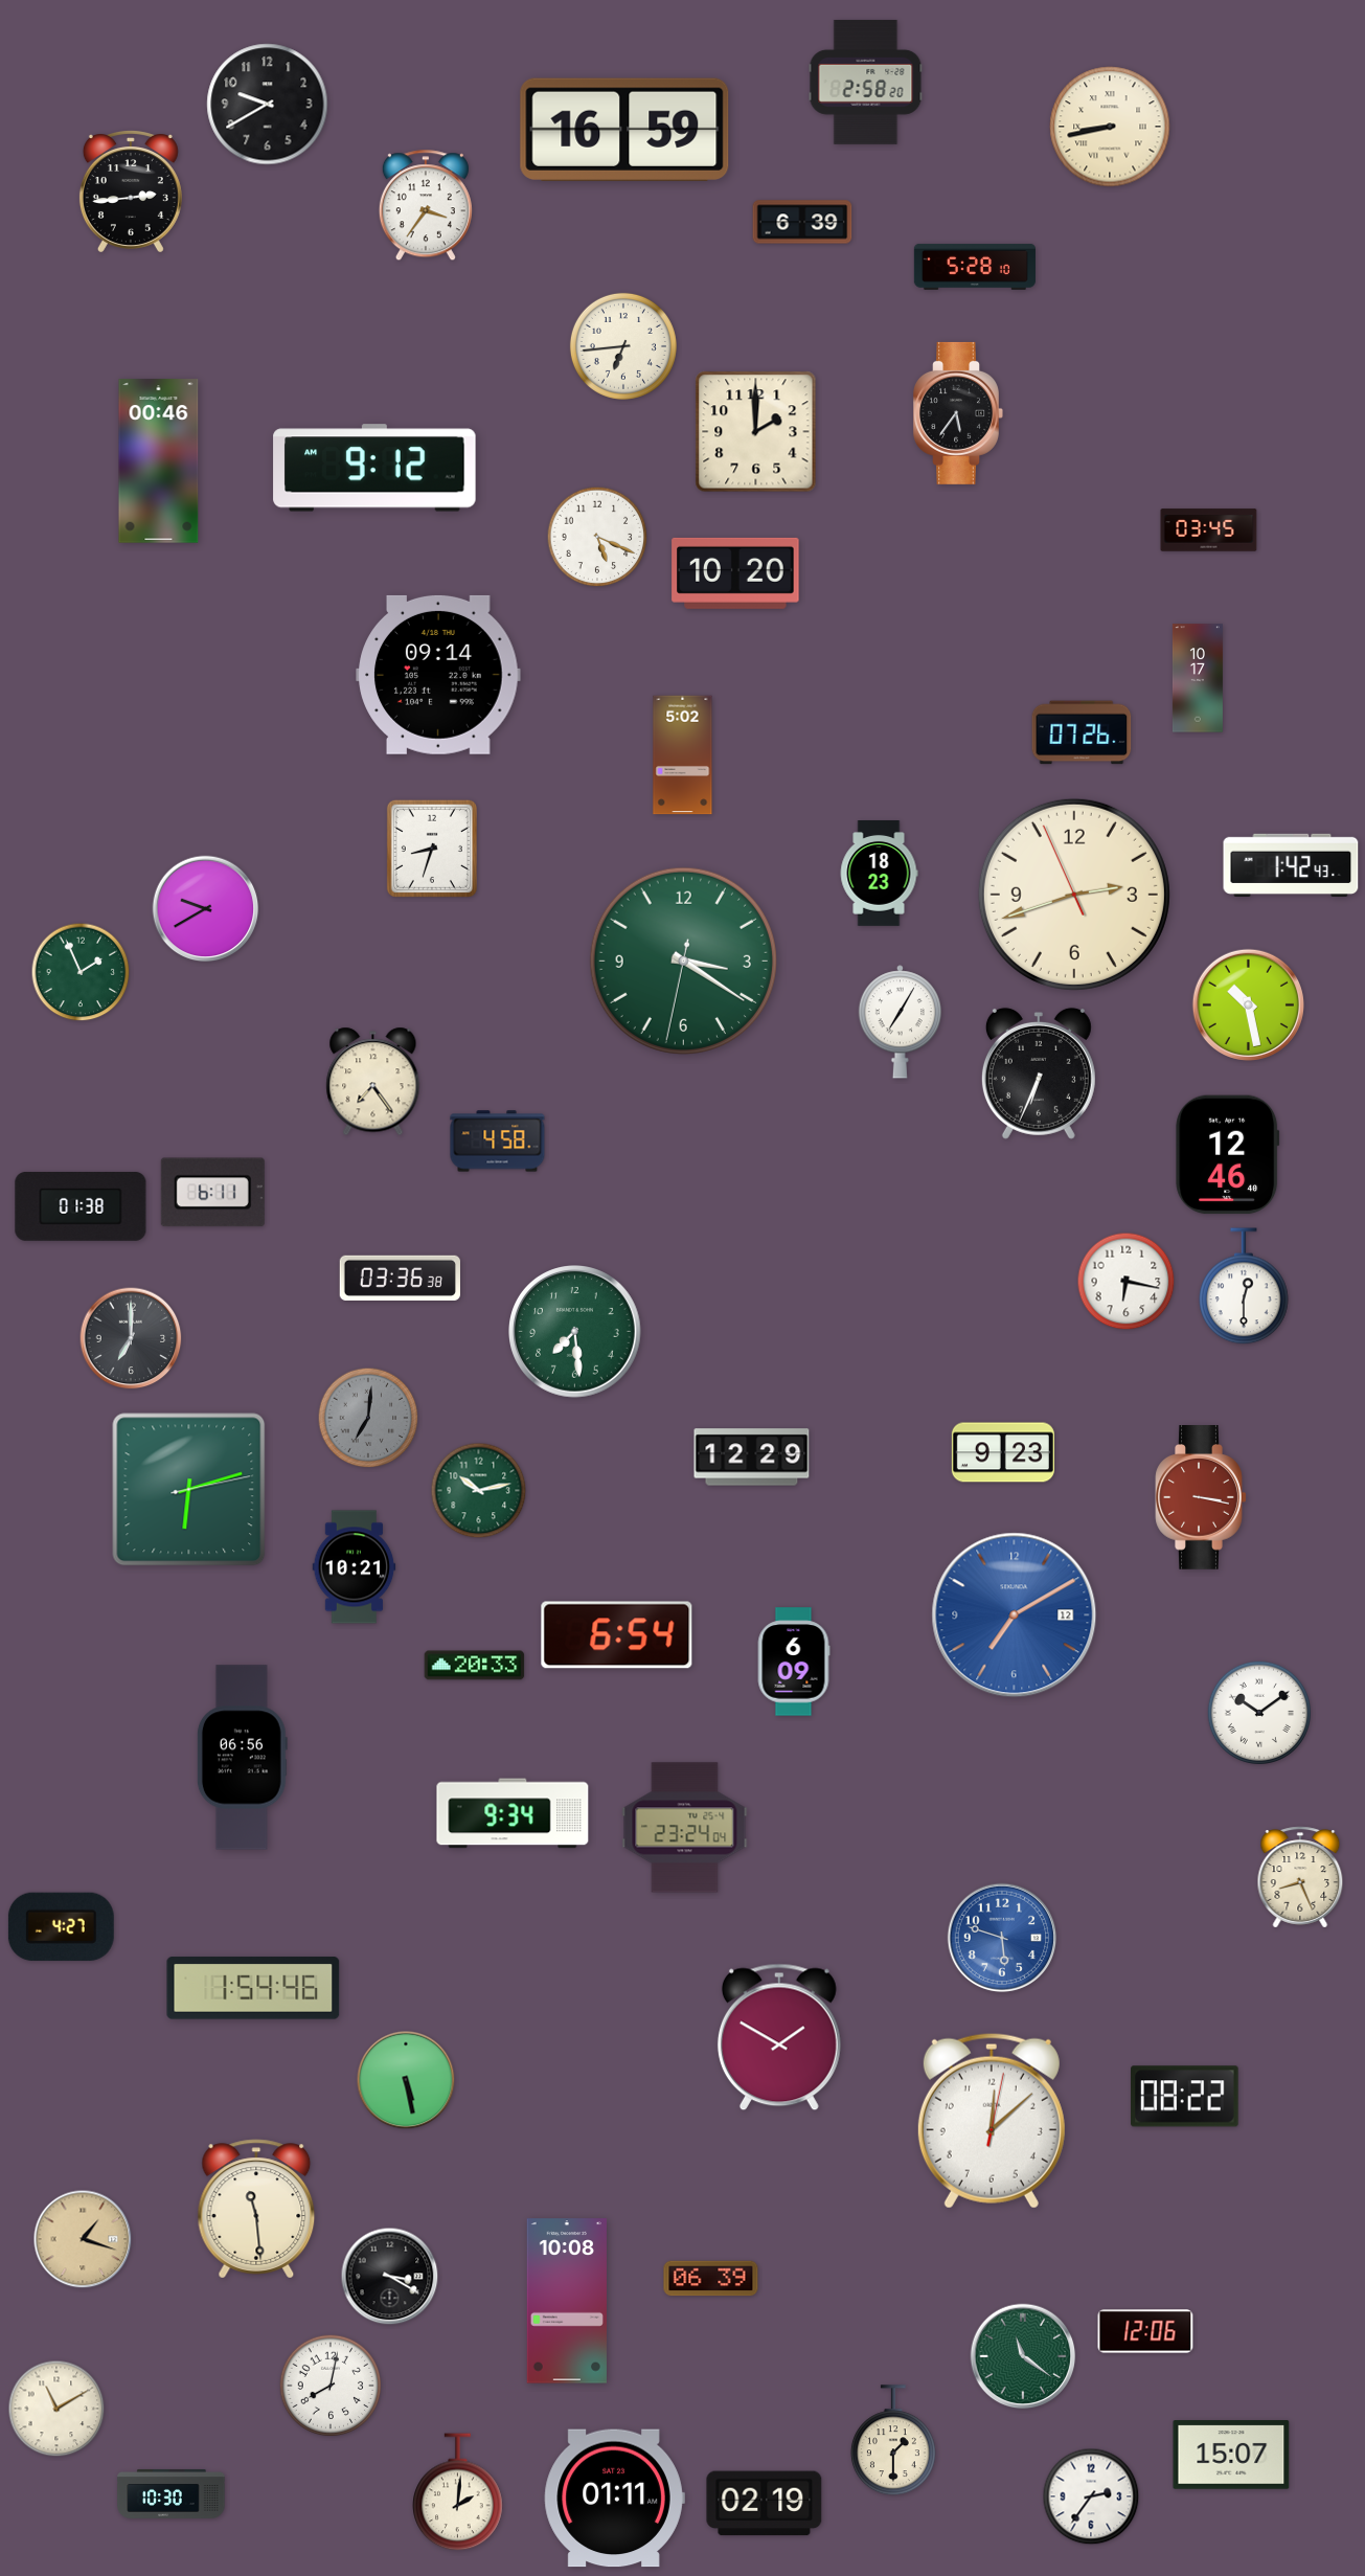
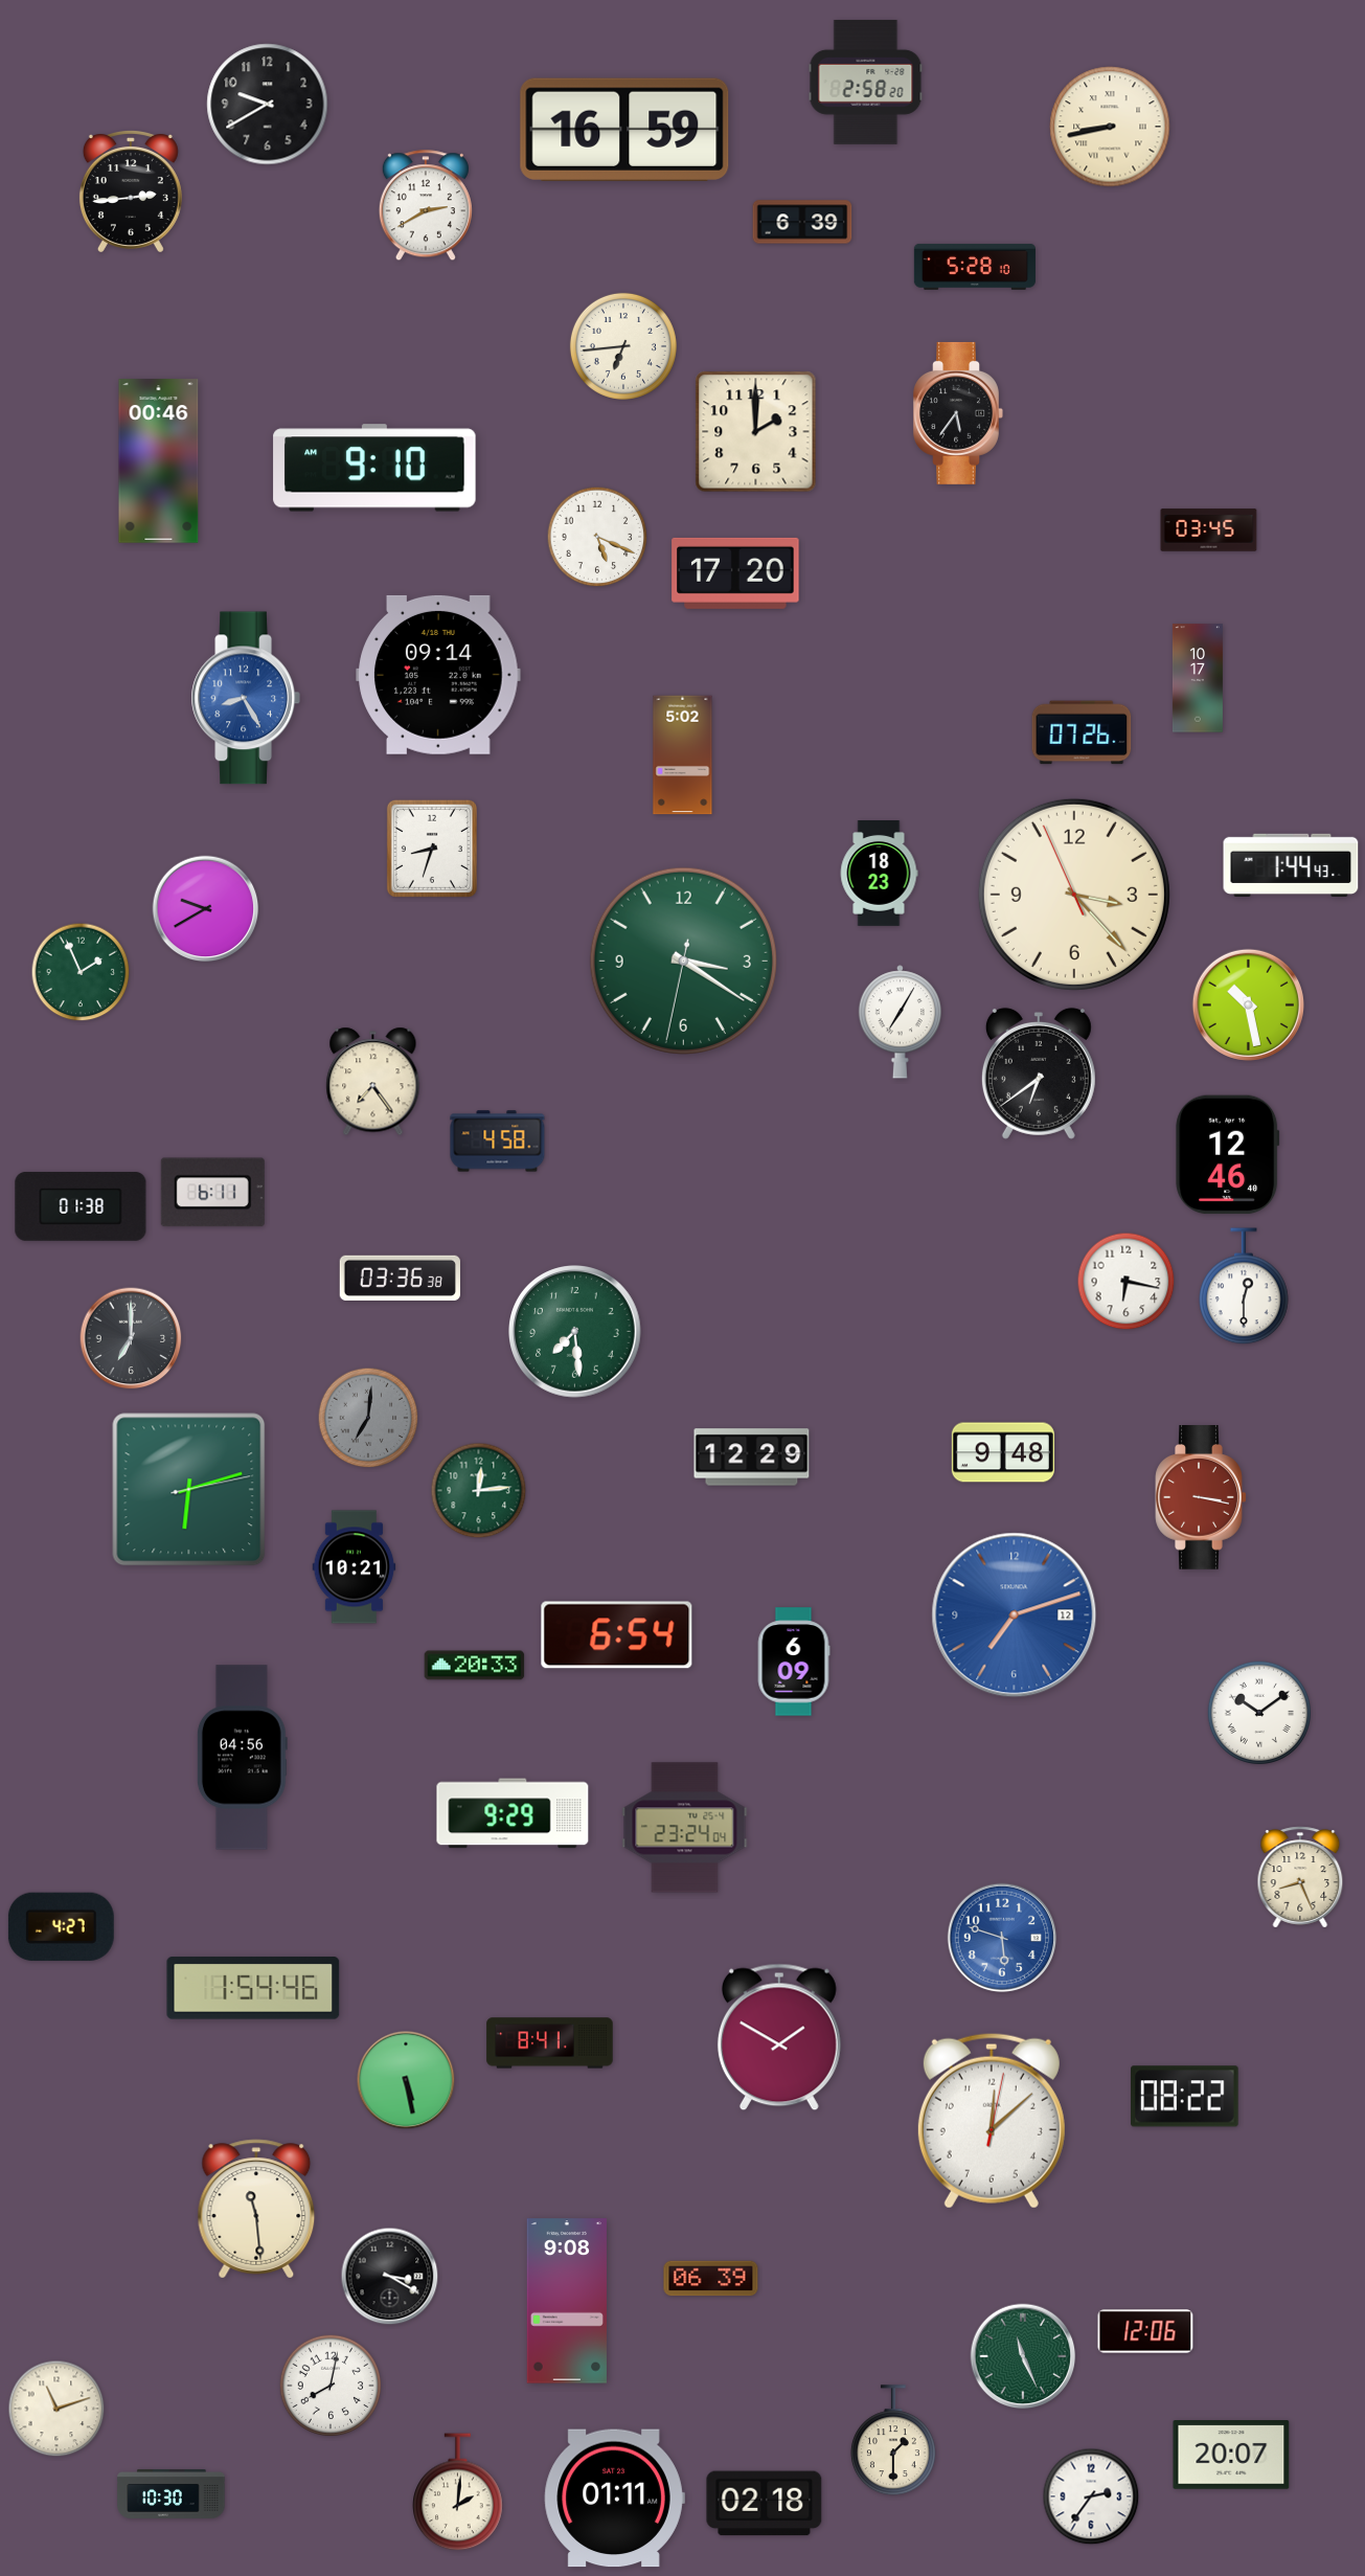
clock at (426, 206): 3:36 -> 2:40
clock at (374, 468): 9:12 -> 9:10
clock at (735, 573): 10:20 -> 17:20
clock at (245, 698): none -> 8:25
clock at (1291, 864): 1:42 -> 1:44
clock at (1074, 895): 2:41 -> 3:22
clock at (1039, 1074): 6:34 -> 6:39
clock at (1003, 1452): 9:23 -> 9:48
clock at (479, 1491): 10:13 -> 12:14
clock at (1015, 1615): 7:10 -> 7:12
clock at (242, 1758): 06:56 -> 04:56
clock at (513, 1813): 9:34 -> 9:29
clock at (550, 2043): none -> 8:41
clock at (83, 2239): 1:18 -> none
clock at (567, 2301): 10:08 -> 9:08
clock at (1023, 2356): 11:21 -> 11:26
clock at (56, 2409): 11:10 -> 11:12
clock at (1231, 2455): 15:07 -> 20:07
clock at (765, 2504): 02:19 -> 02:18
